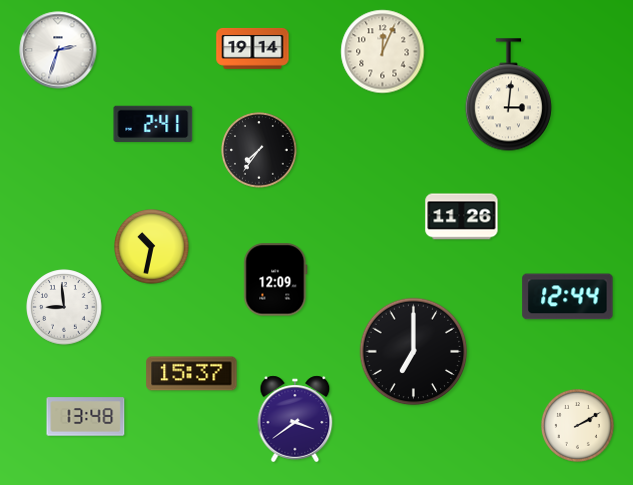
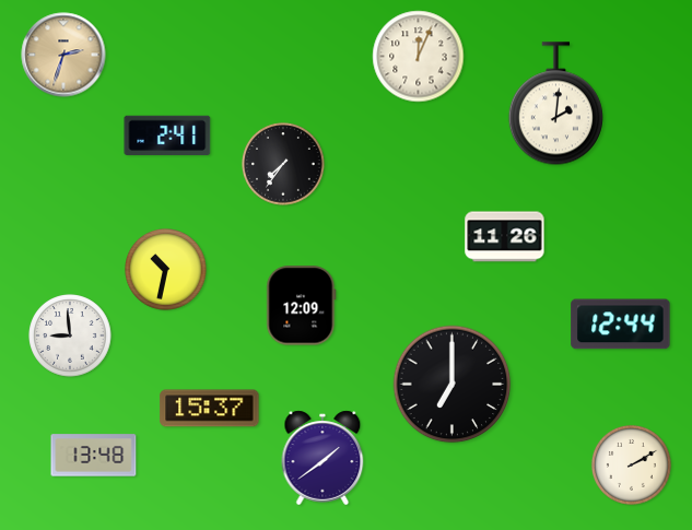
clock at (253, 48): 19:14 -> none
clock at (58, 50) dial: white -> champagne
clock at (508, 95): 3:01 -> 2:01
clock at (295, 419): 3:39 -> 1:39
